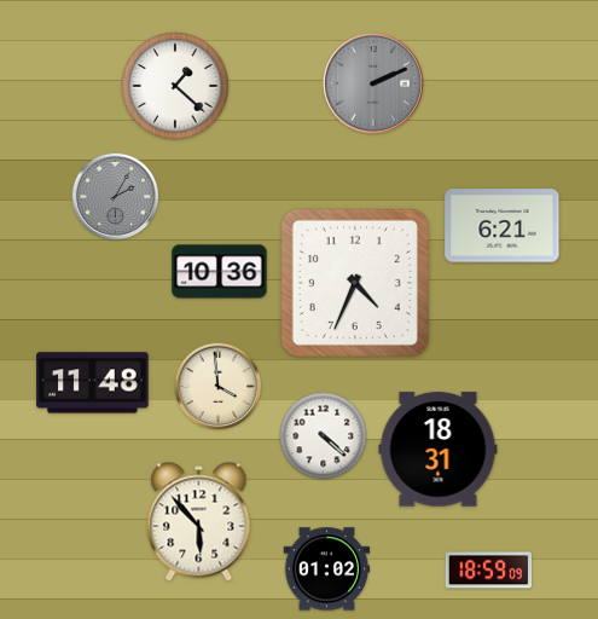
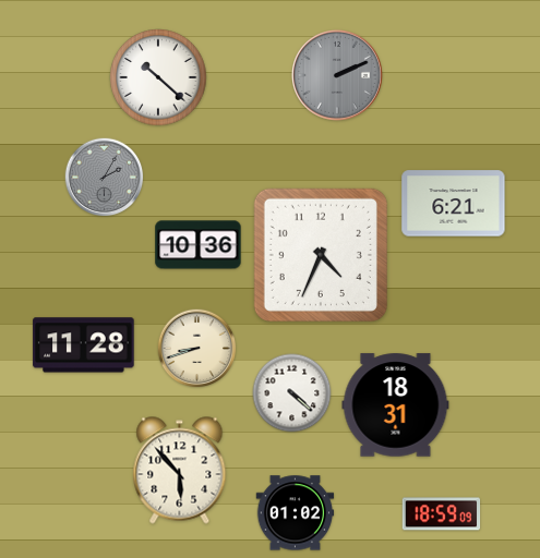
clock at (175, 86): 1:22 -> 10:22
clock at (93, 383): 11:48 -> 11:28
clock at (219, 387): 3:59 -> 8:42
